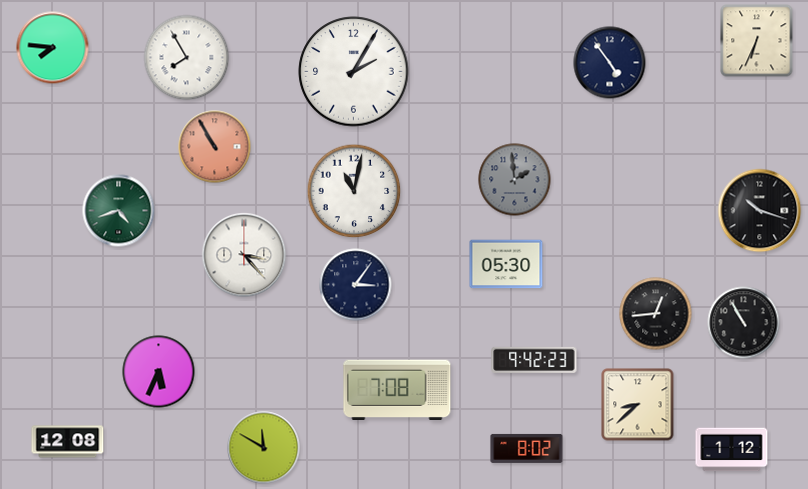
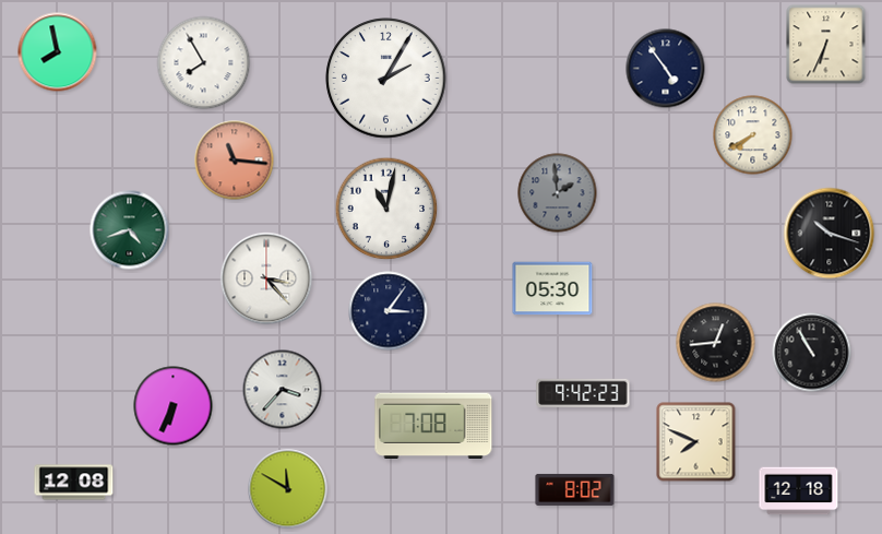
clock at (53, 48): 7:46 -> 7:58
clock at (753, 135): none -> 7:40
clock at (215, 147): 10:55 -> 11:16
clock at (515, 180) position: (515, 180) -> (558, 193)
clock at (760, 211) position: (760, 211) -> (830, 234)
clock at (283, 390): none -> 3:37
clock at (159, 372): 5:34 -> 6:34
clock at (638, 405): 8:38 -> 7:49
clock at (732, 450): 1:12 -> 12:18
